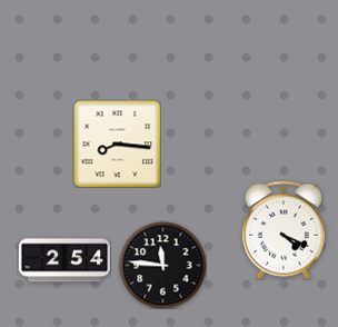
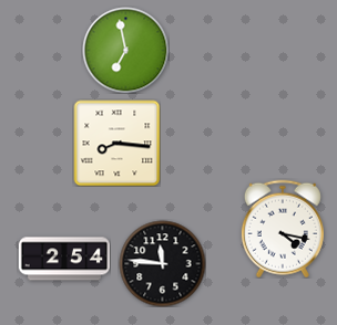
clock at (125, 50): none -> 6:58
clock at (284, 230): 4:19 -> 4:17
